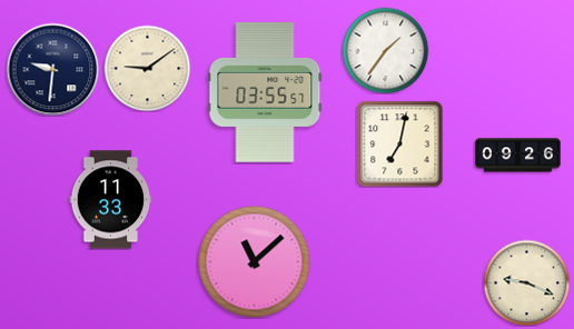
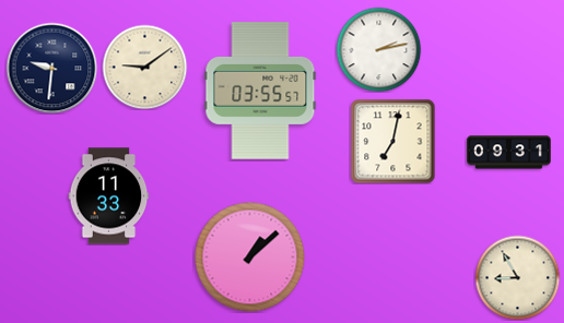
clock at (385, 50): 1:36 -> 2:13
clock at (518, 156): 09:26 -> 09:31
clock at (255, 262): 11:08 -> 1:08
clock at (526, 282): 9:19 -> 8:55
